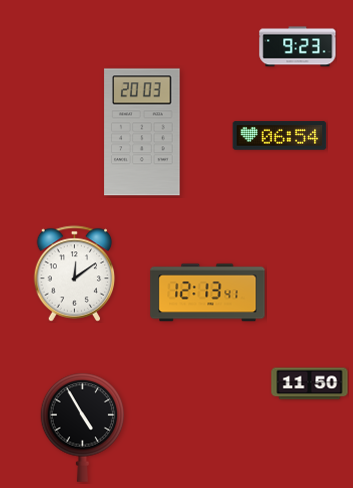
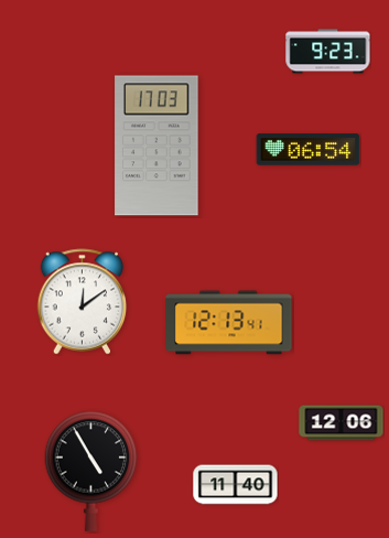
clock at (142, 132): 20:03 -> 17:03
clock at (310, 384): 11:50 -> 12:06
clock at (236, 485): none -> 11:40
